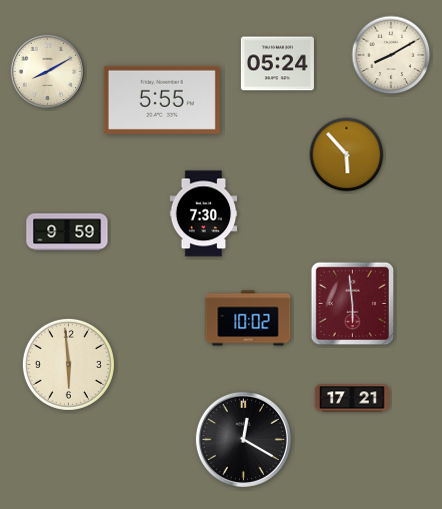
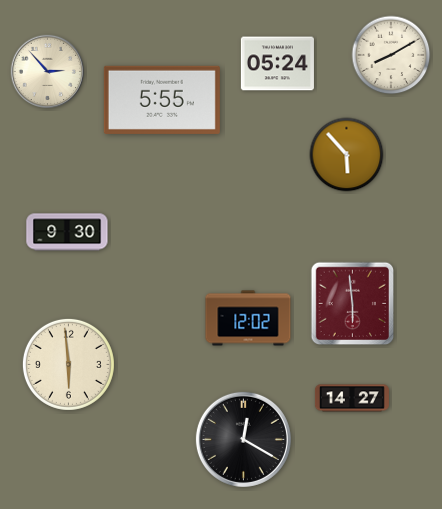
clock at (48, 72): 8:10 -> 2:53
clock at (204, 214): 7:30 -> none
clock at (67, 232): 9:59 -> 9:30
clock at (248, 318): 10:02 -> 12:02
clock at (352, 398): 17:21 -> 14:27
